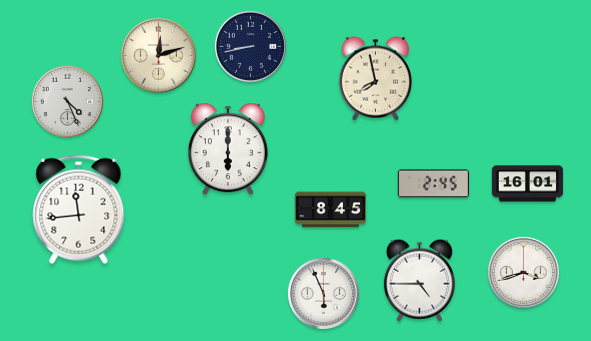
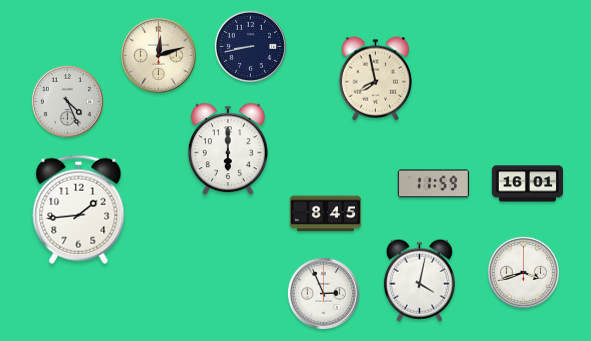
clock at (433, 184): 2:45 -> 11:59
clock at (79, 209): 11:44 -> 1:44
clock at (330, 210) position: (330, 210) -> (325, 214)
clock at (419, 280): 4:45 -> 4:02
clock at (323, 293): 5:56 -> 2:56
